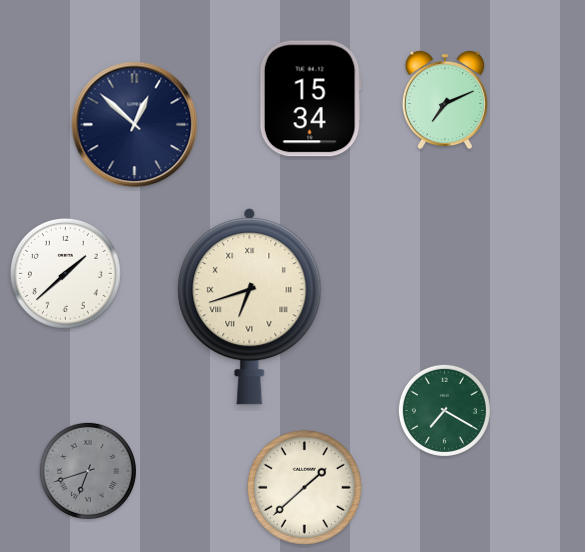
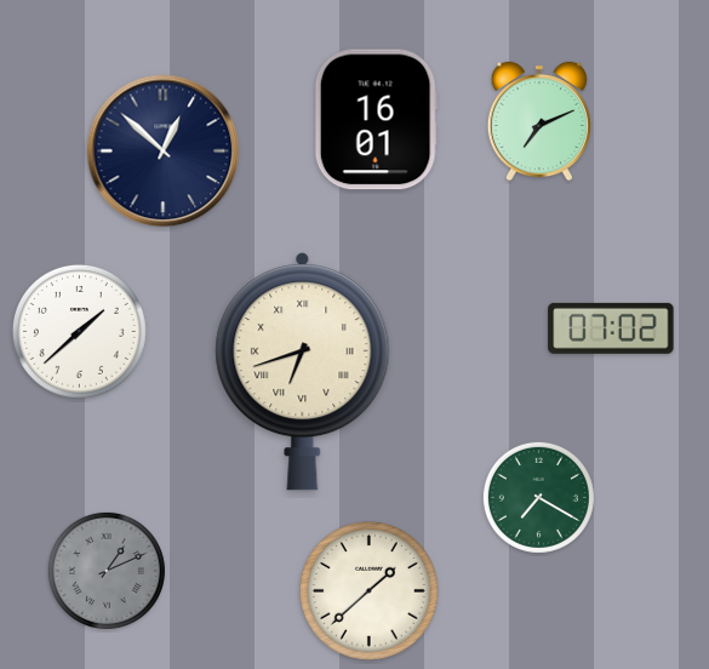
clock at (310, 99): 15:34 -> 16:01
clock at (611, 328): none -> 07:02
clock at (88, 471): 6:42 -> 1:11
